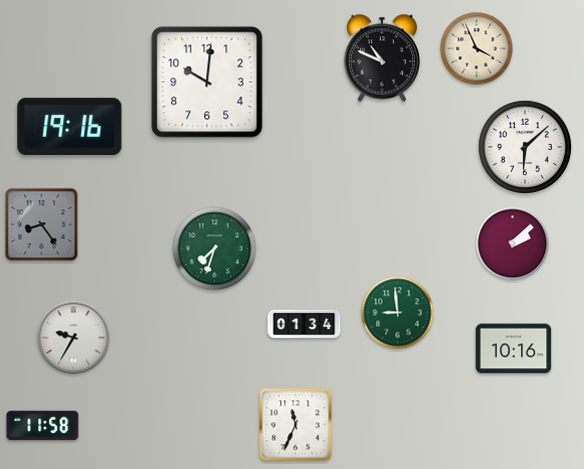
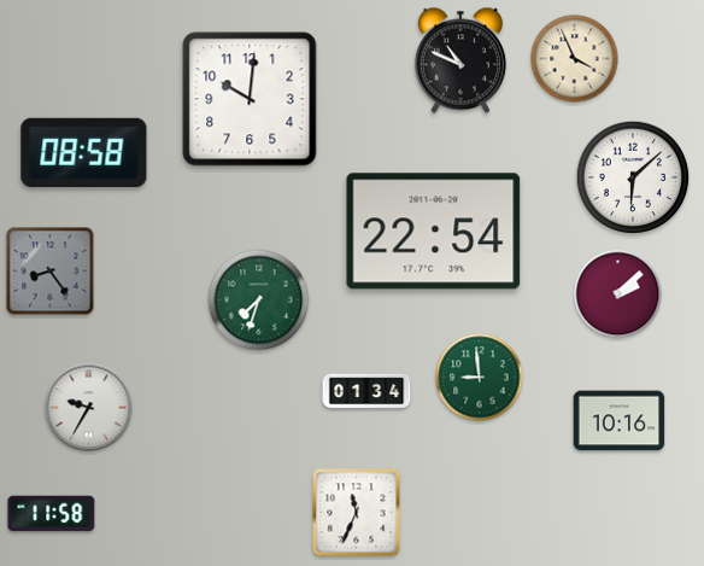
clock at (382, 58) position: (382, 58) -> (460, 60)
clock at (70, 126): 19:16 -> 08:58
clock at (434, 232): none -> 22:54
